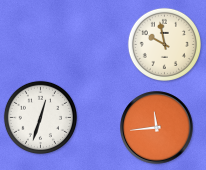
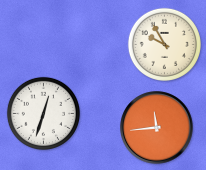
clock at (164, 44): 9:58 -> 9:55
clock at (40, 117) position: (40, 117) -> (43, 113)
